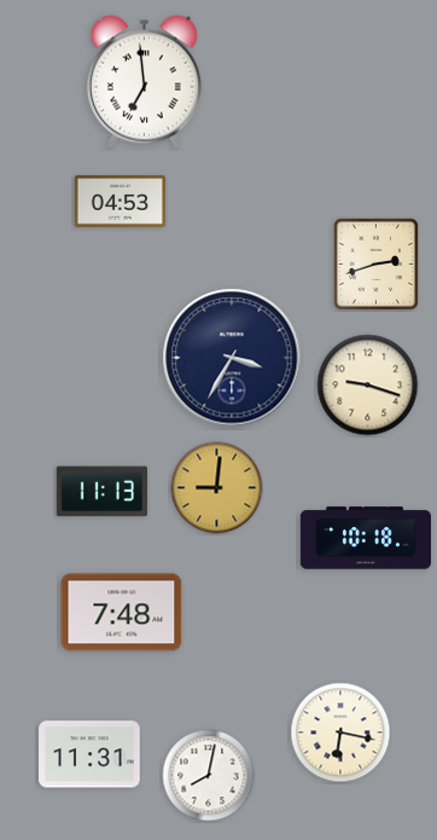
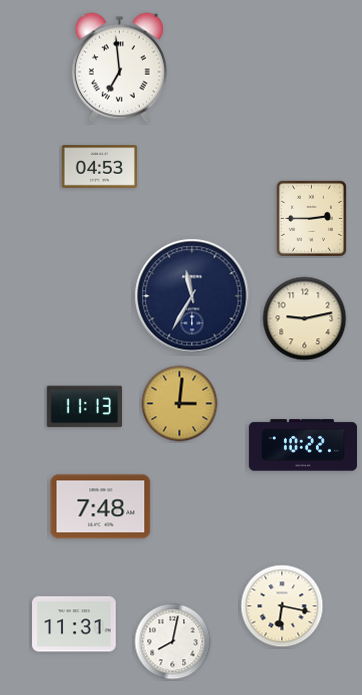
clock at (375, 263): 2:42 -> 2:45
clock at (232, 358): 3:35 -> 11:35
clock at (368, 386): 9:18 -> 9:13
clock at (217, 488): 9:01 -> 3:01
clock at (365, 538): 10:18 -> 10:22
